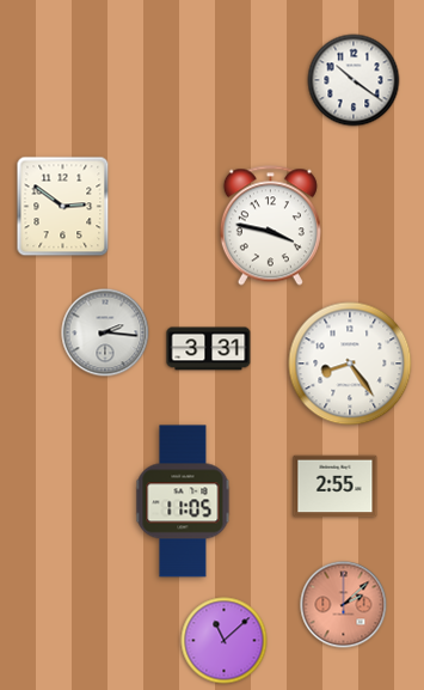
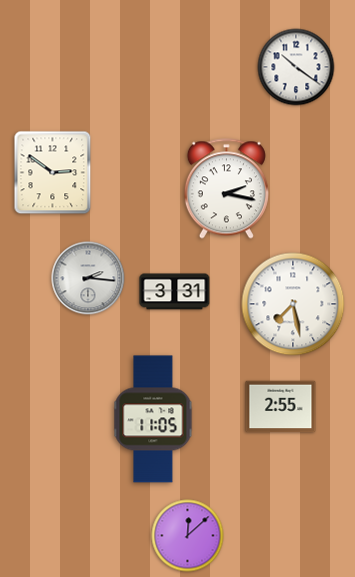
clock at (270, 226): 3:47 -> 2:17
clock at (350, 364): 8:24 -> 7:28
clock at (344, 605): 2:08 -> none
clock at (225, 641): 11:08 -> 12:08
